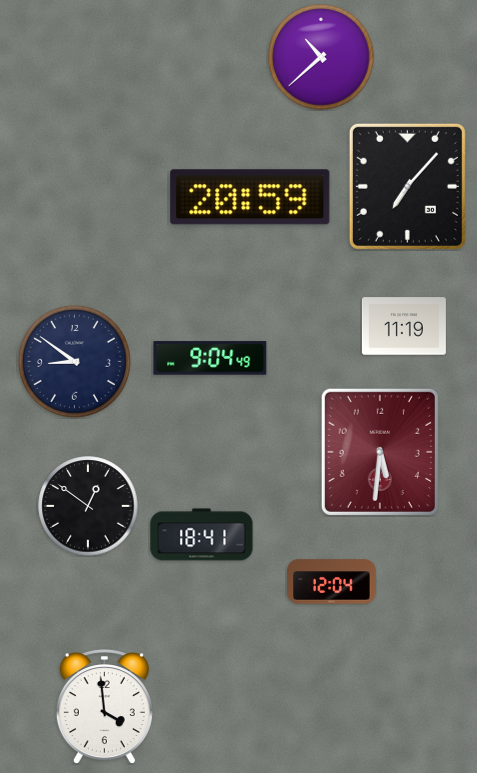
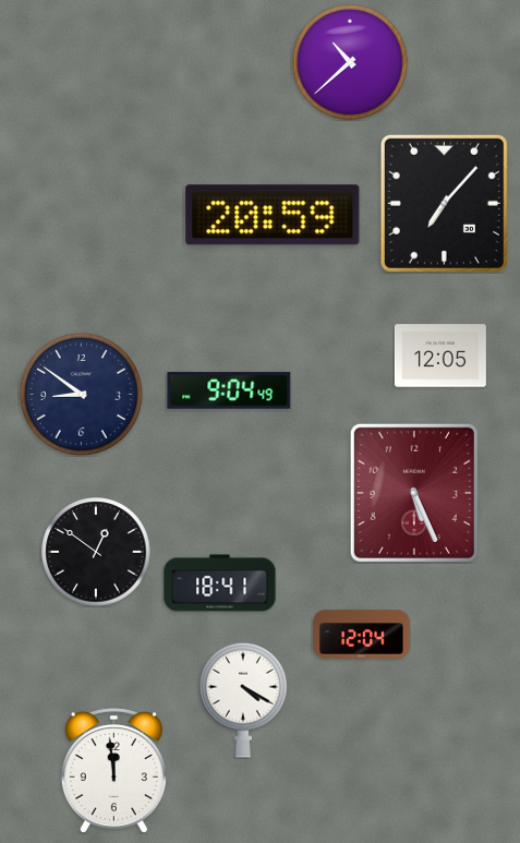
clock at (404, 326): 11:19 -> 12:05
clock at (380, 452): 5:31 -> 5:26
clock at (244, 700): none -> 4:20
clock at (104, 707): 3:59 -> 11:59
